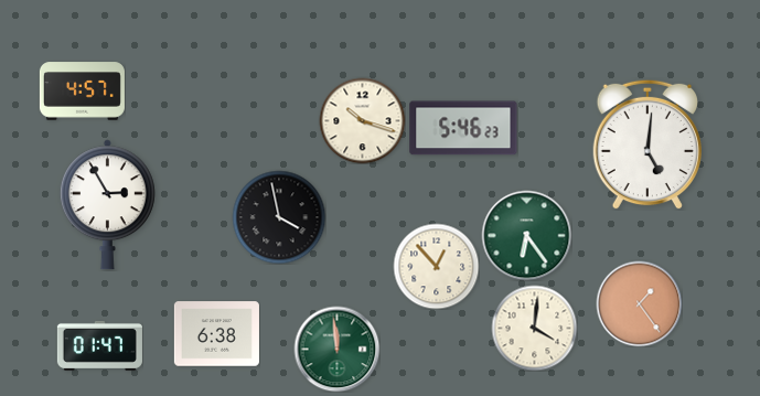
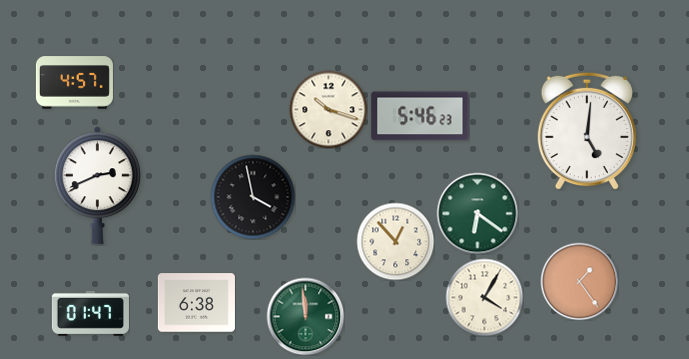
clock at (107, 205): 2:55 -> 2:41
clock at (526, 235): 6:24 -> 6:21
clock at (639, 303) position: (639, 303) -> (579, 281)
clock at (534, 328): 4:01 -> 4:05
